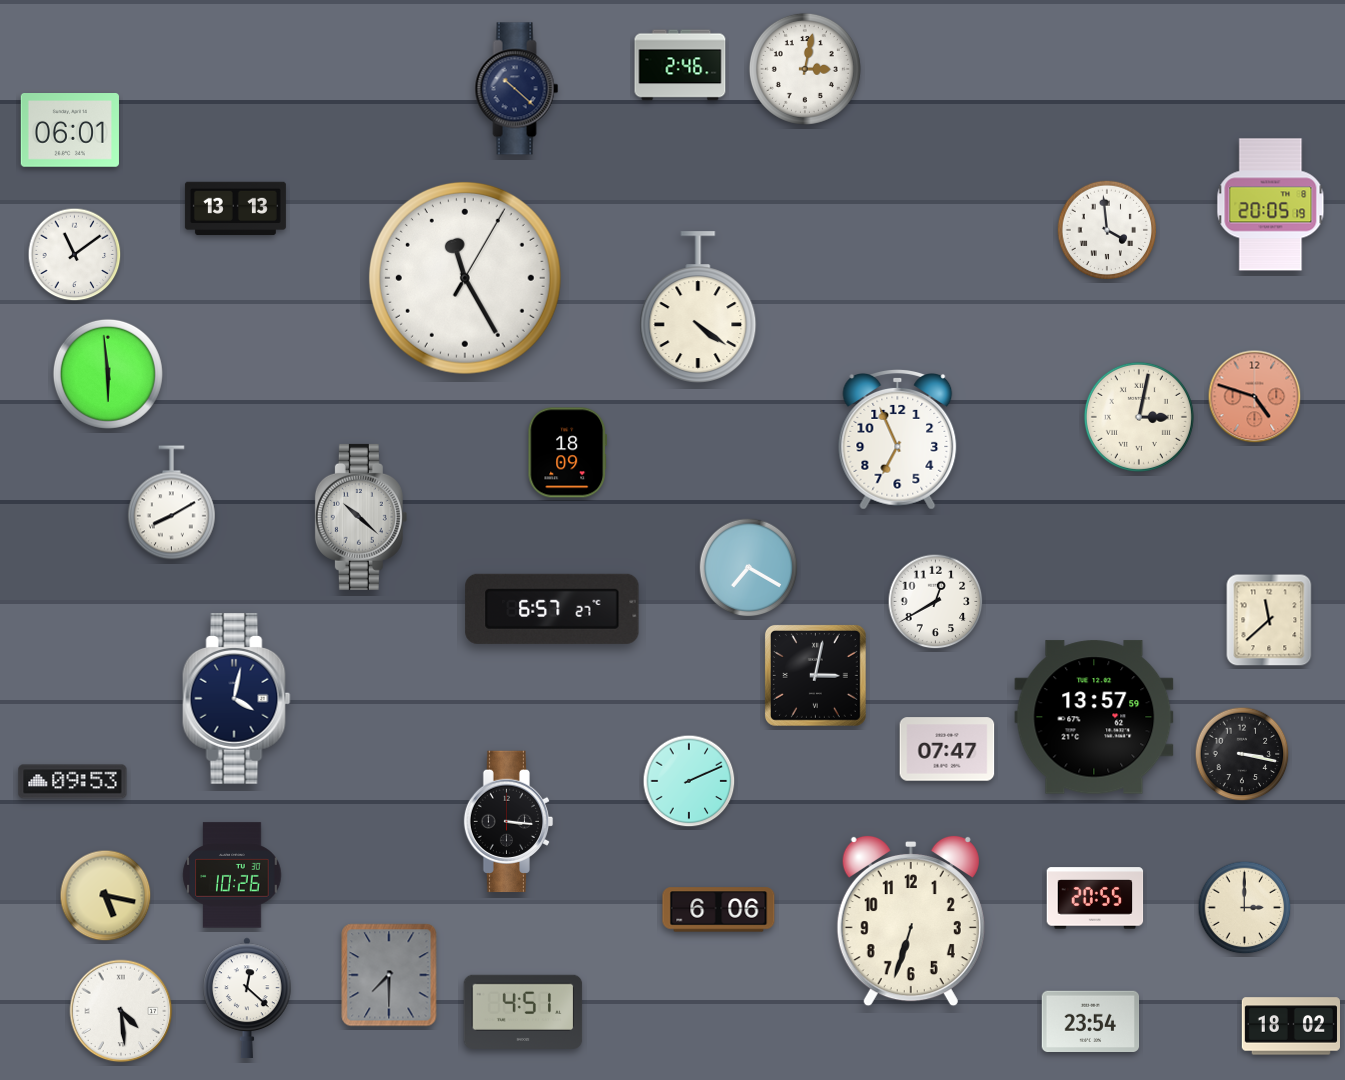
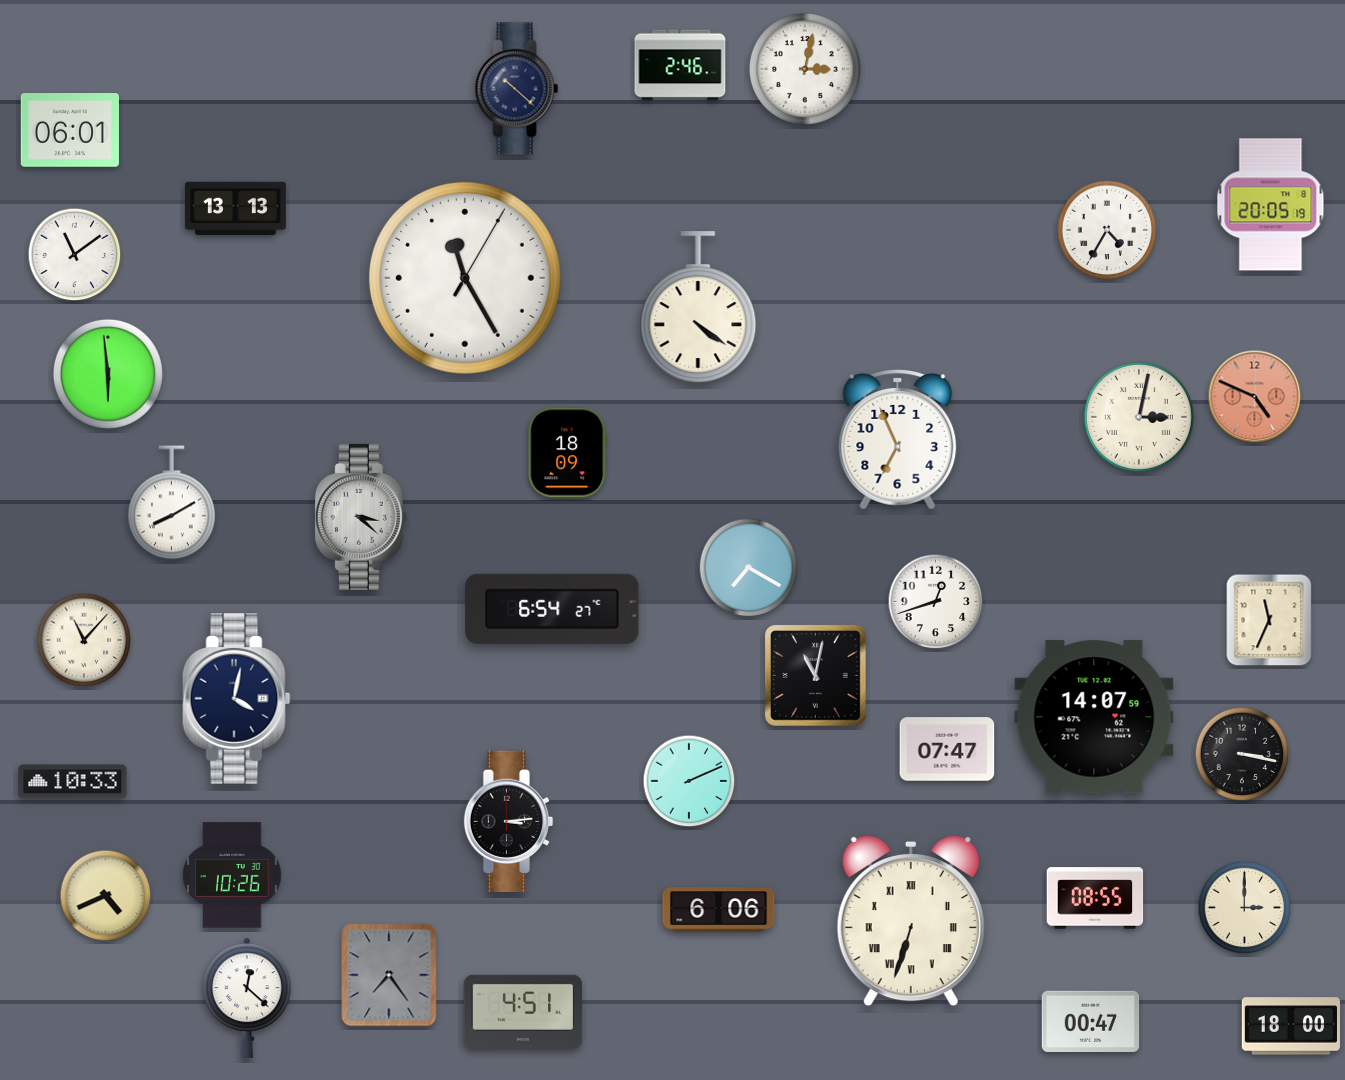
clock at (1107, 230): 3:59 -> 4:35
clock at (1255, 397): 4:48 -> 4:49
clock at (361, 517): 10:22 -> 3:22
clock at (936, 602): 12:40 -> 12:42
clock at (552, 609): 6:57 -> 6:54
clock at (1269, 620): 11:38 -> 11:34
clock at (84, 640): none -> 11:07
clock at (815, 675): 3:02 -> 11:02
clock at (1094, 717): 13:57 -> 14:07
clock at (73, 782): 09:53 -> 10:33
clock at (509, 822): 3:16 -> 3:14
clock at (106, 896): 5:17 -> 4:41
clock at (1095, 898): 20:55 -> 08:55
clock at (911, 921) numerals: Arabic -> Roman
clock at (389, 975): 7:30 -> 7:24
clock at (121, 1011): 4:29 -> none
clock at (1091, 1021): 23:54 -> 00:47
clock at (1290, 1026): 18:02 -> 18:00
